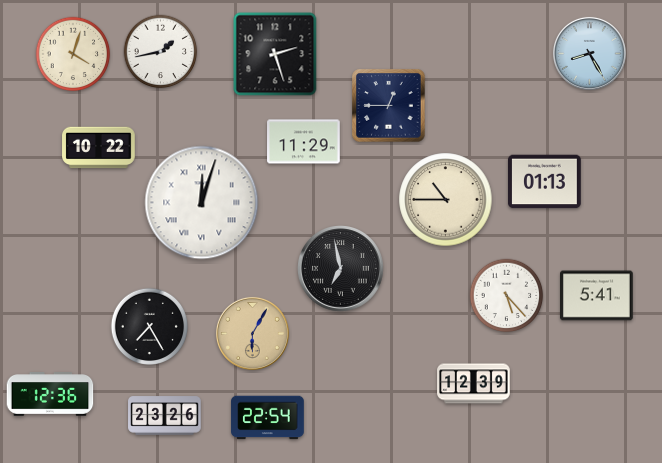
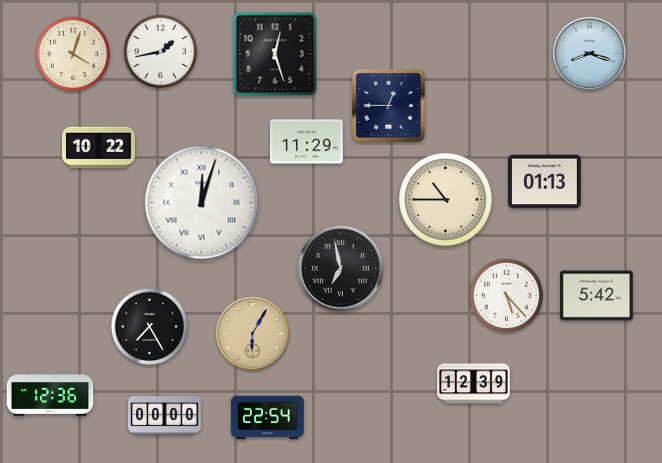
clock at (589, 53): 8:25 -> 8:18
clock at (275, 54): 2:27 -> 12:27
clock at (304, 142) position: (304, 142) -> (307, 142)
clock at (597, 296): 5:41 -> 5:42
clock at (165, 416): 23:26 -> 00:00
